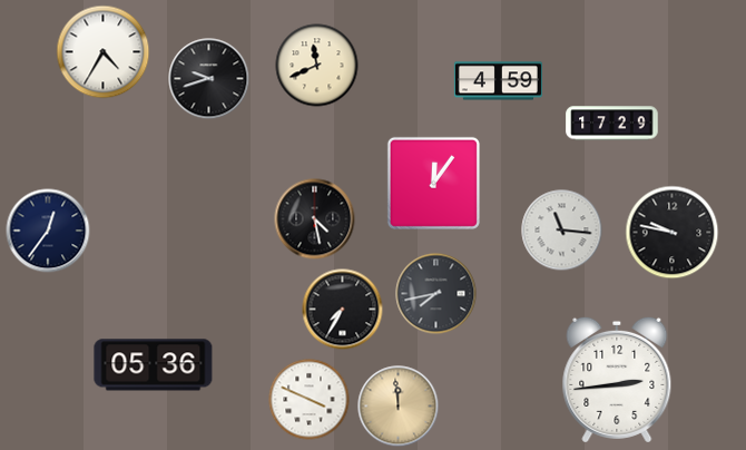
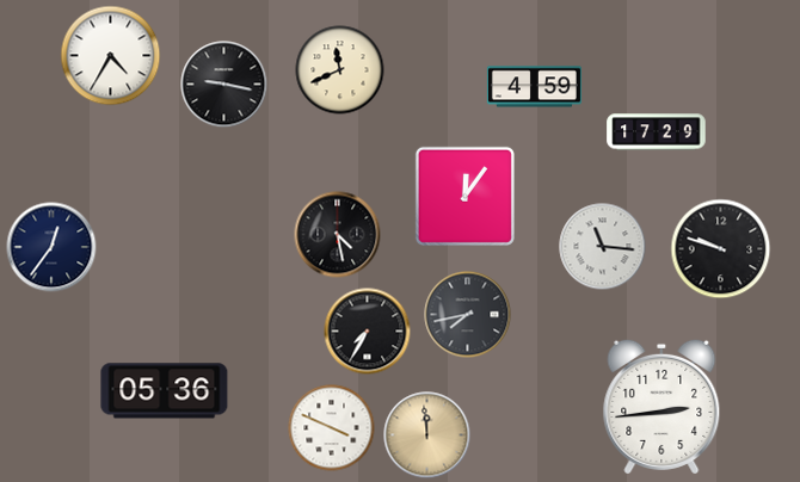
clock at (209, 79): 9:42 -> 9:17
clock at (673, 233): 9:47 -> 9:48
